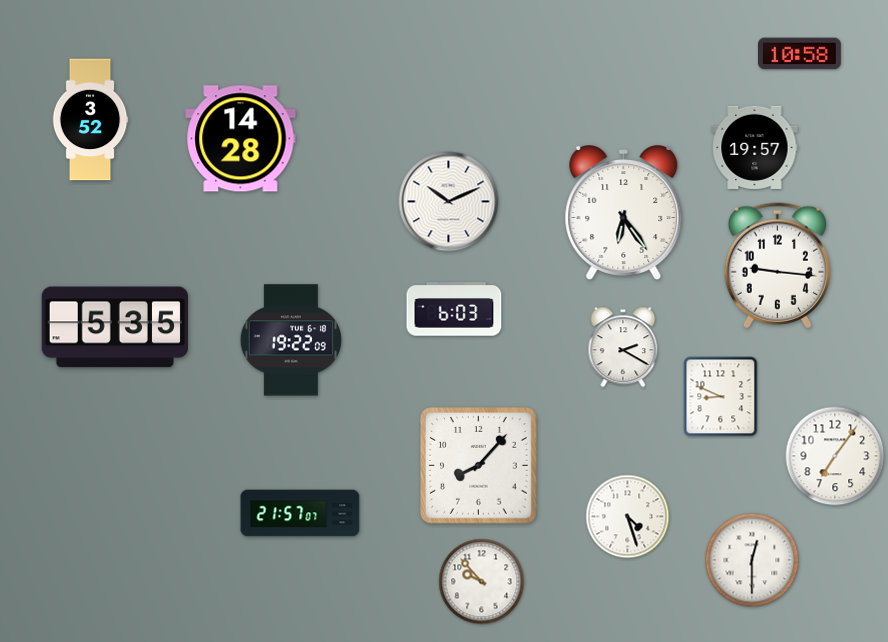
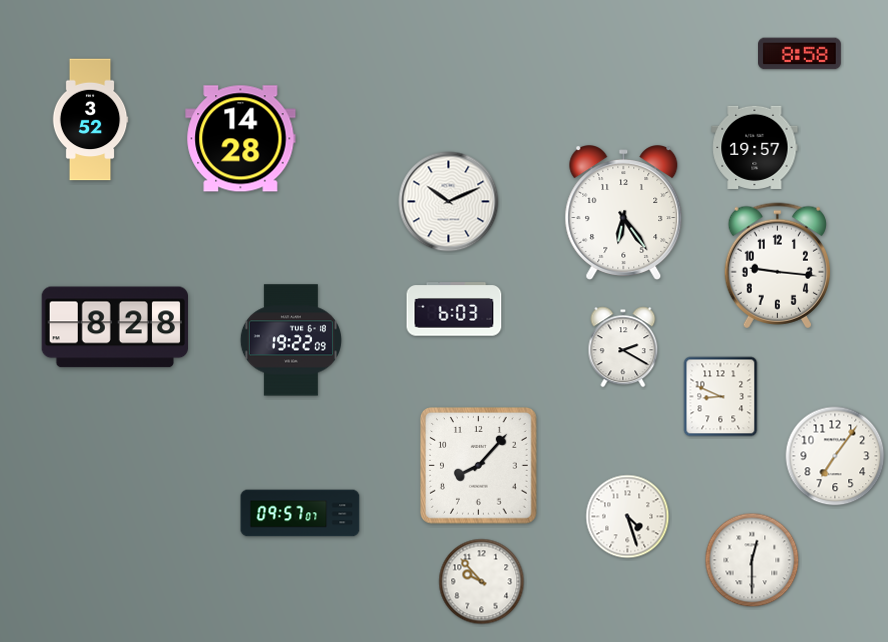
clock at (800, 54): 10:58 -> 8:58
clock at (114, 327): 5:35 -> 8:28
clock at (300, 513): 21:57 -> 09:57
